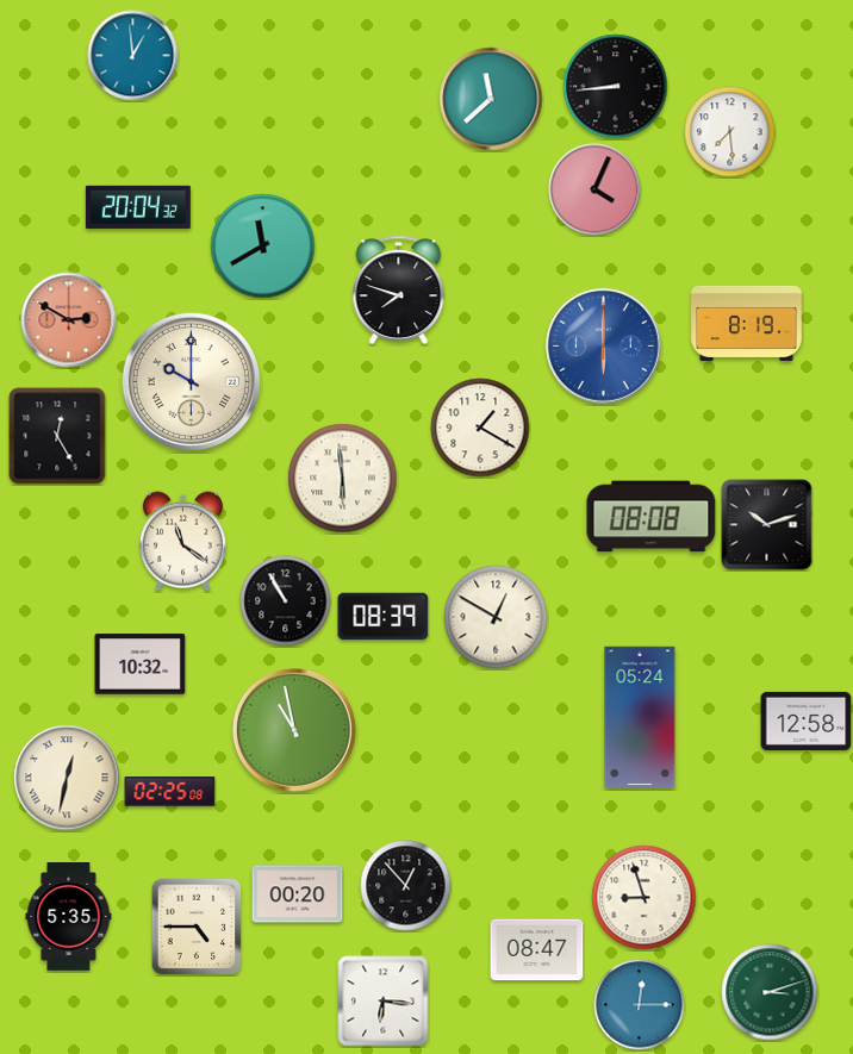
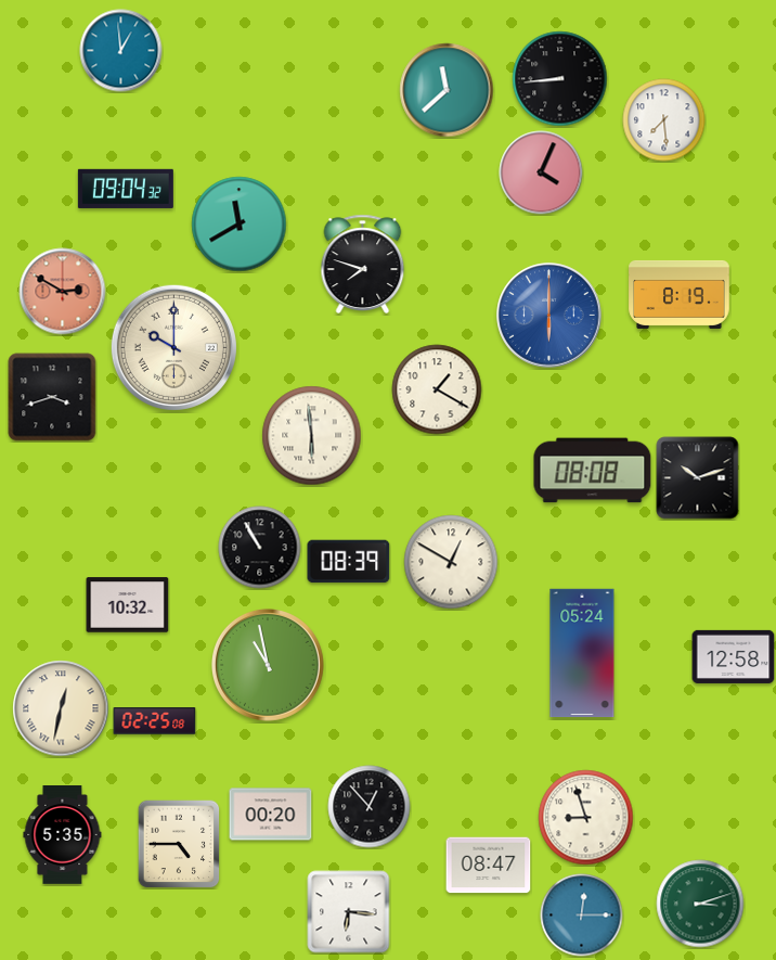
clock at (138, 207): 20:04 -> 09:04
clock at (57, 436): 12:25 -> 3:42
clock at (182, 542): 11:21 -> none
